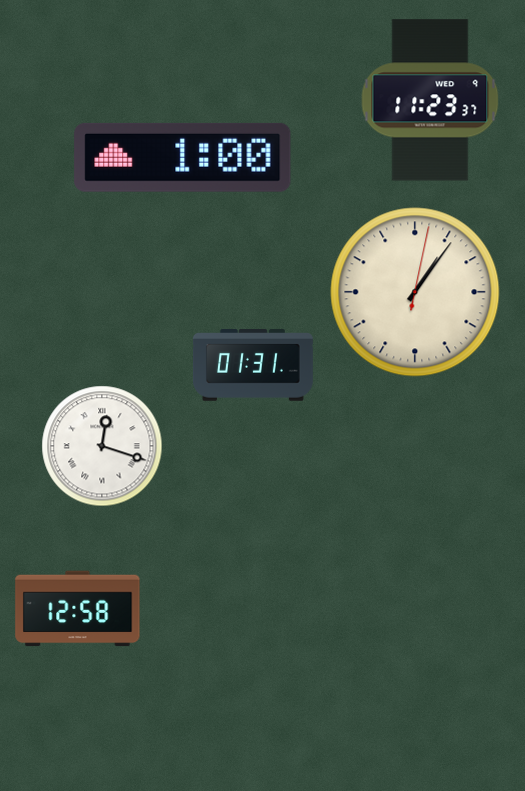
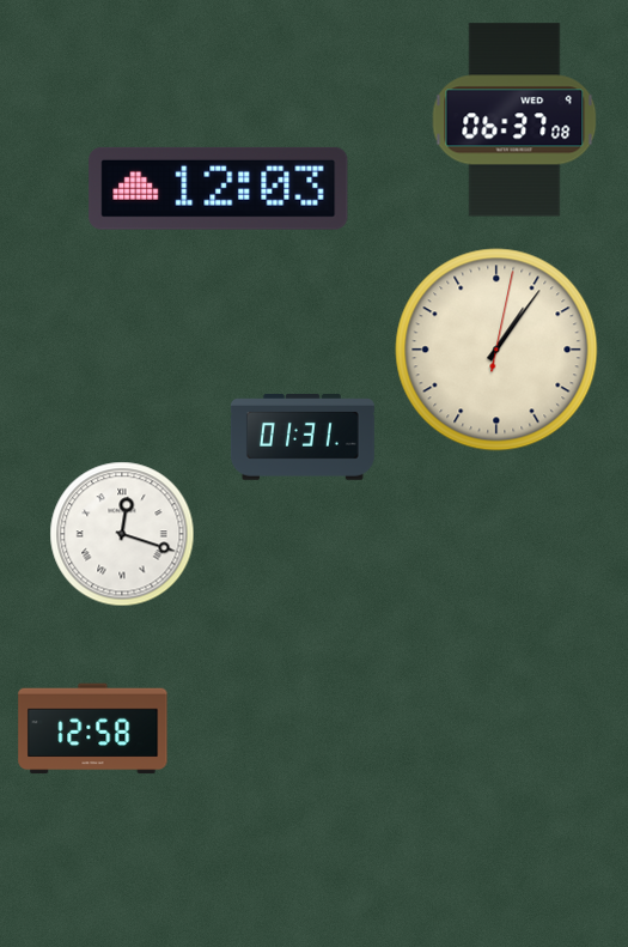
clock at (430, 100): 11:23 -> 06:37
clock at (183, 157): 1:00 -> 12:03
